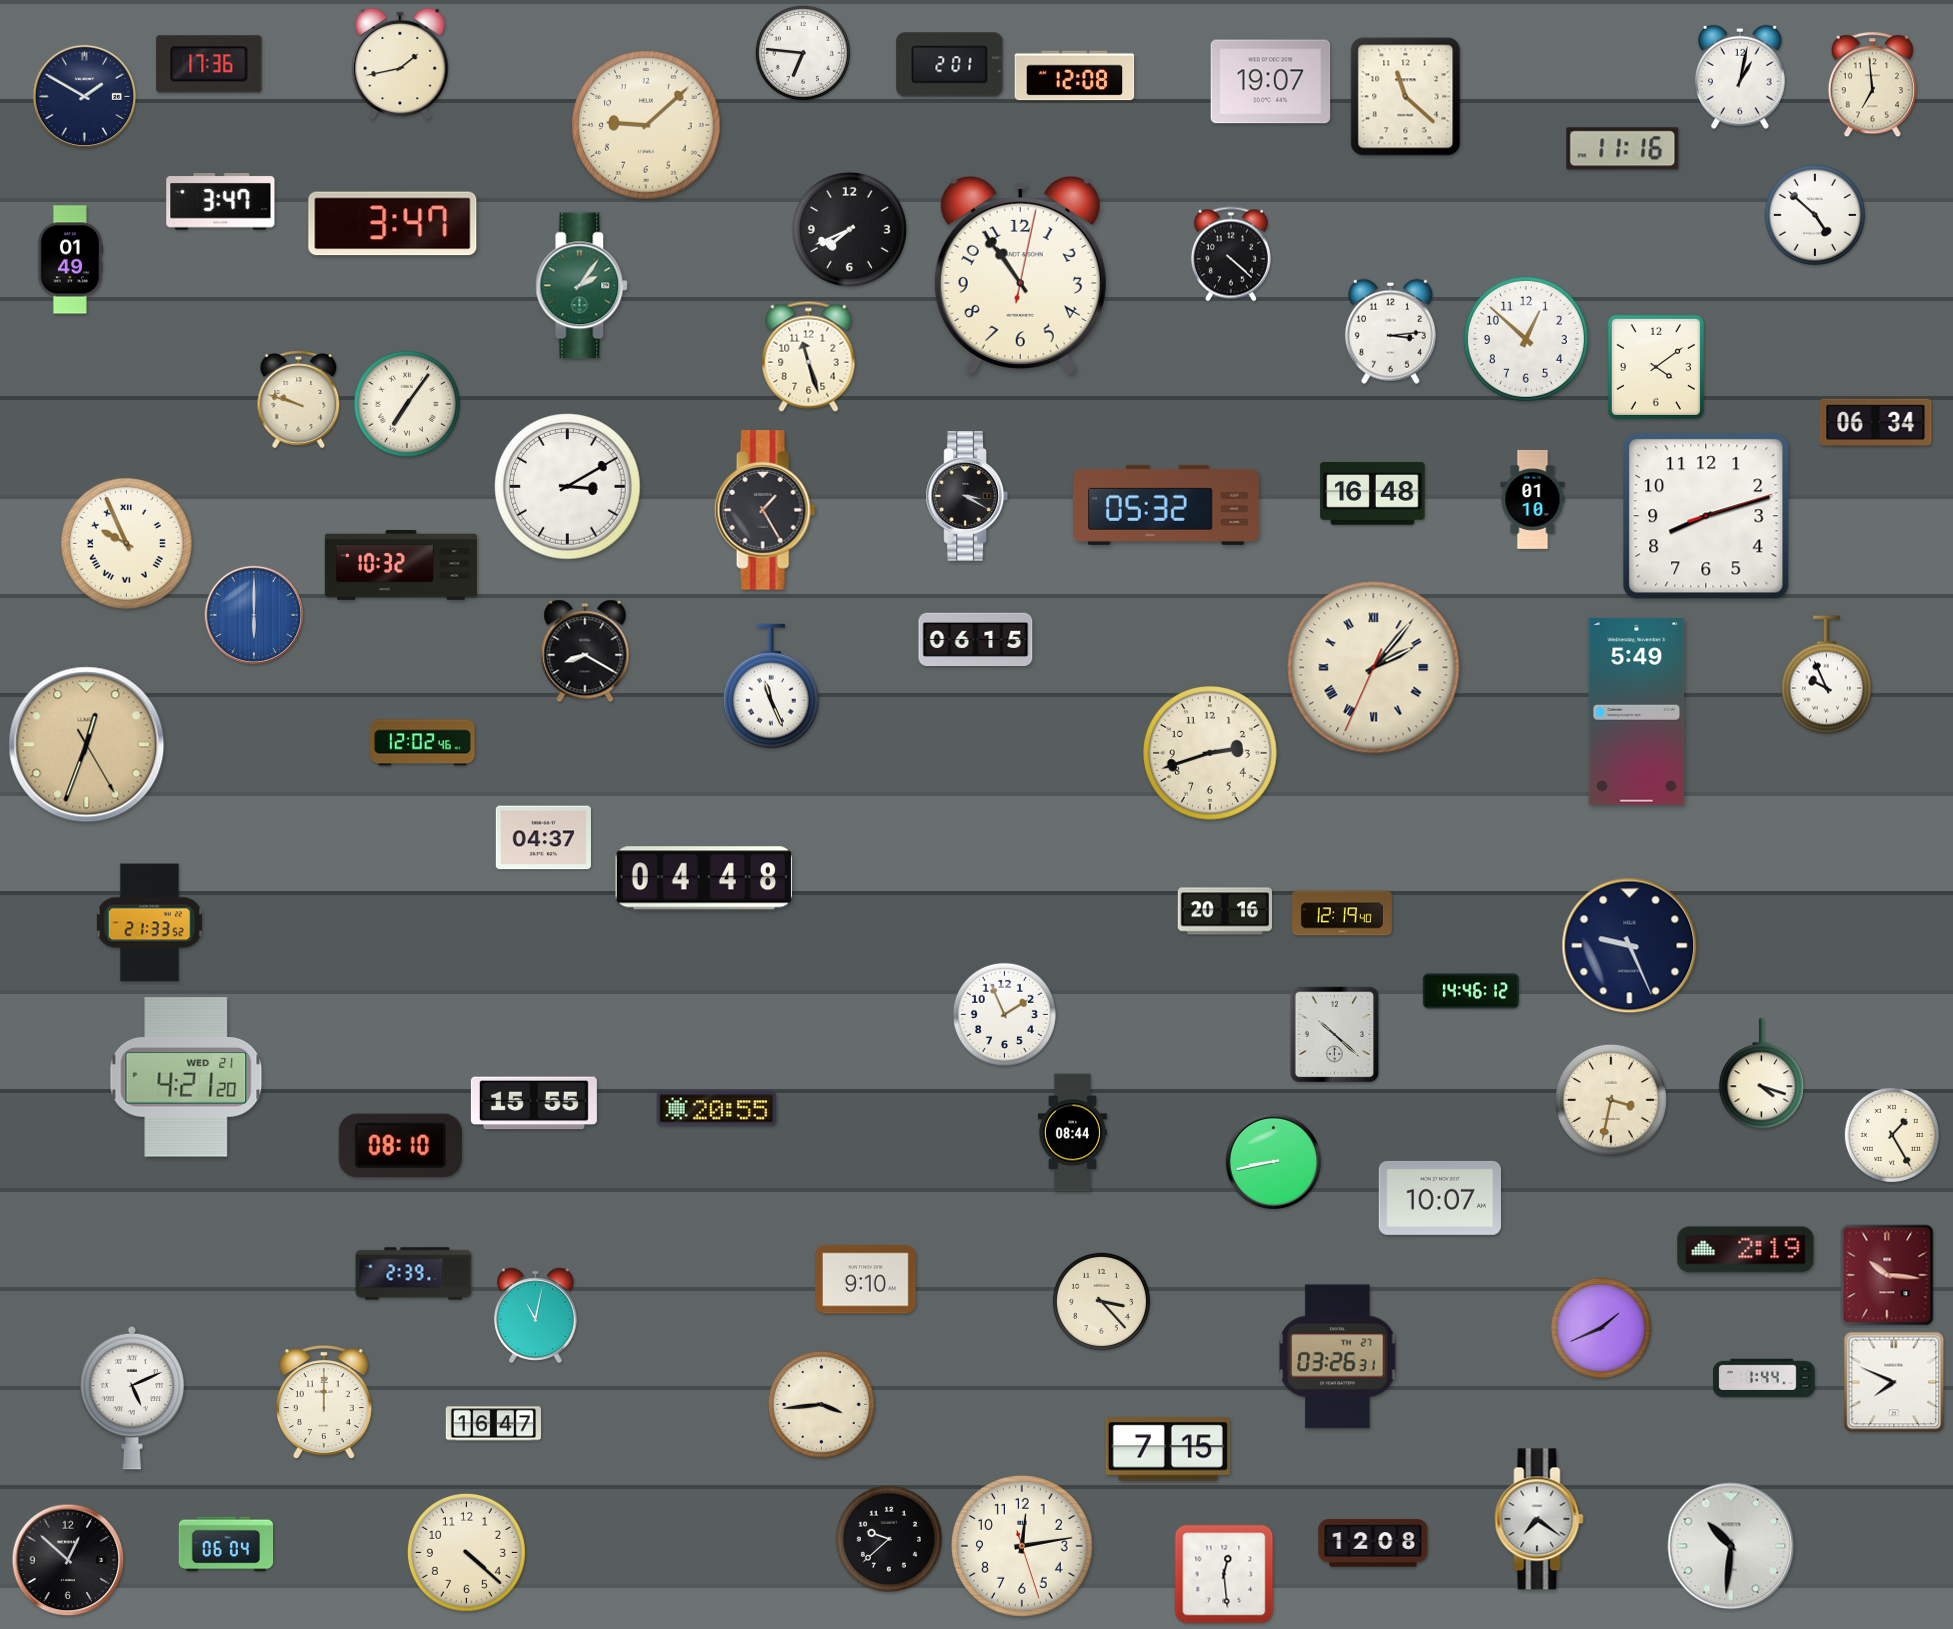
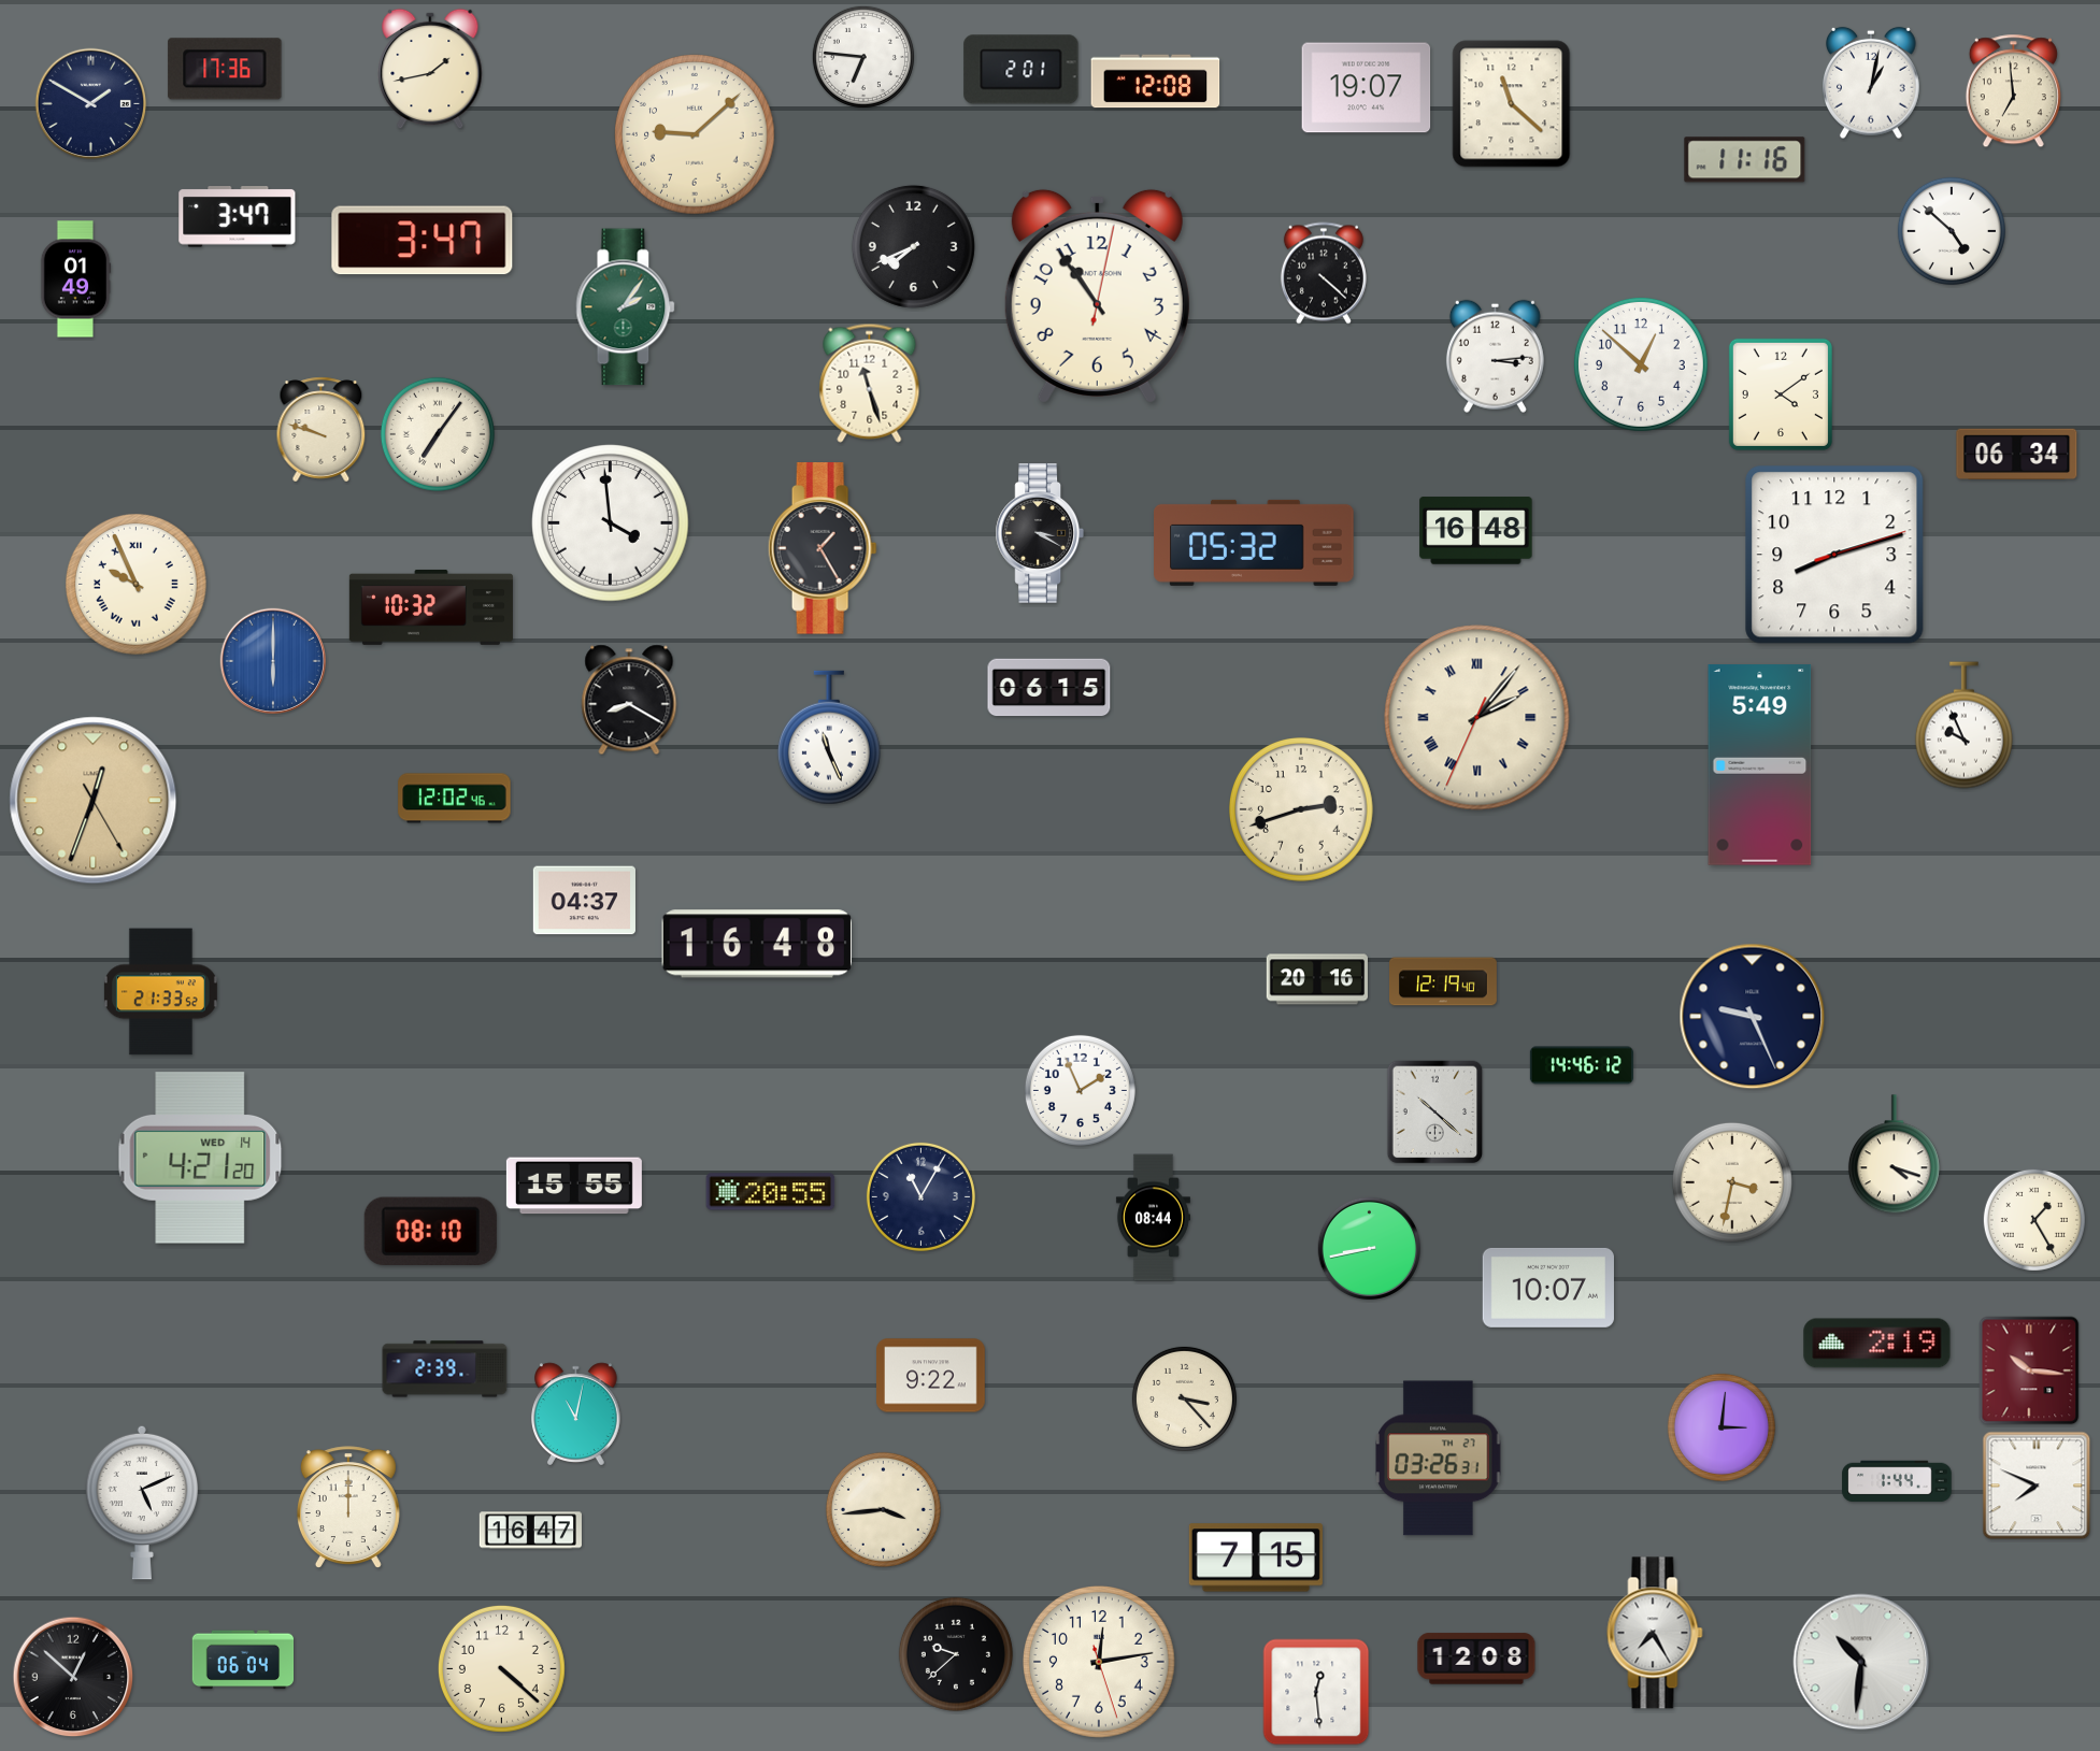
clock at (568, 487): 3:10 -> 3:59
clock at (1533, 499): 01:10 -> none
clock at (703, 878): 04:48 -> 16:48
clock at (186, 1077) date: WED 21 -> WED 14
clock at (920, 1196): none -> 11:05
clock at (866, 1280): 9:10 -> 9:22
clock at (1601, 1328): 1:41 -> 3:01
clock at (1539, 1519): 7:21 -> 7:25
